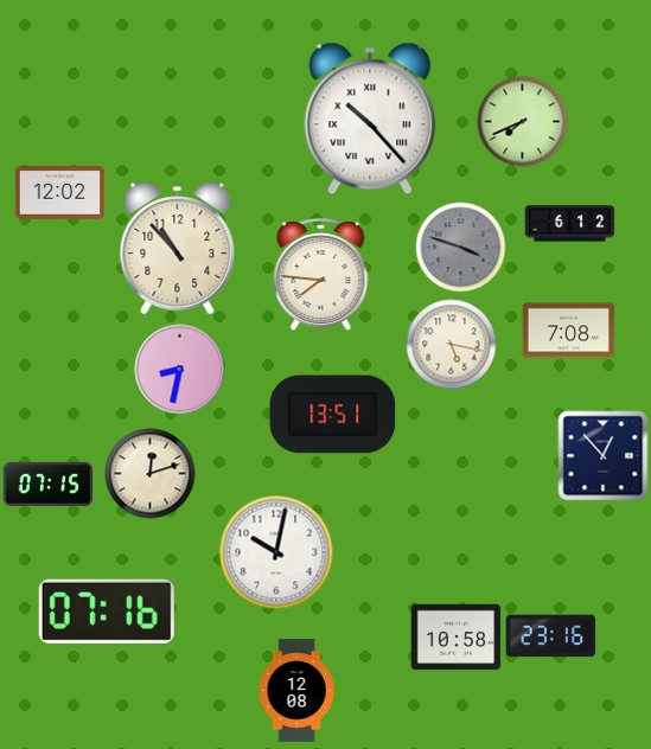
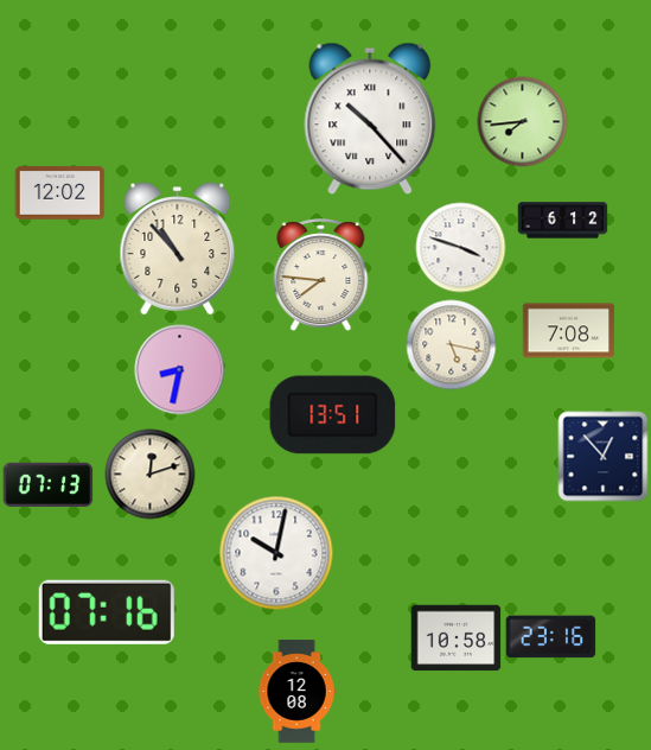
clock at (523, 122): 7:41 -> 7:44
clock at (570, 224) position: (570, 224) -> (563, 221)
clock at (461, 248) dial: grey -> white
clock at (49, 485): 07:15 -> 07:13
